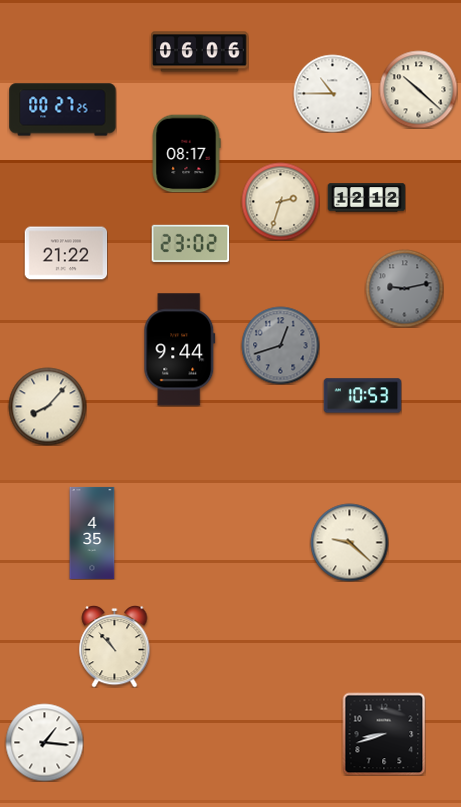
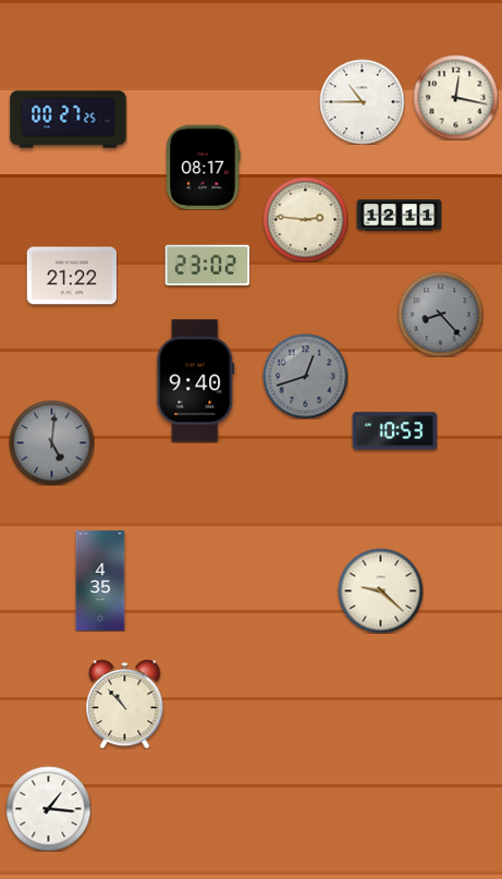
clock at (200, 52): 06:06 -> none
clock at (418, 89): 10:22 -> 12:17
clock at (366, 198): 12:12 -> 12:11
clock at (280, 201): 2:33 -> 2:46
clock at (404, 288): 9:13 -> 8:23
clock at (180, 350): 9:44 -> 9:40
clock at (47, 406): 8:07 -> 5:01
clock at (47, 406) dial: cream -> grey
clock at (384, 734): 8:42 -> none
